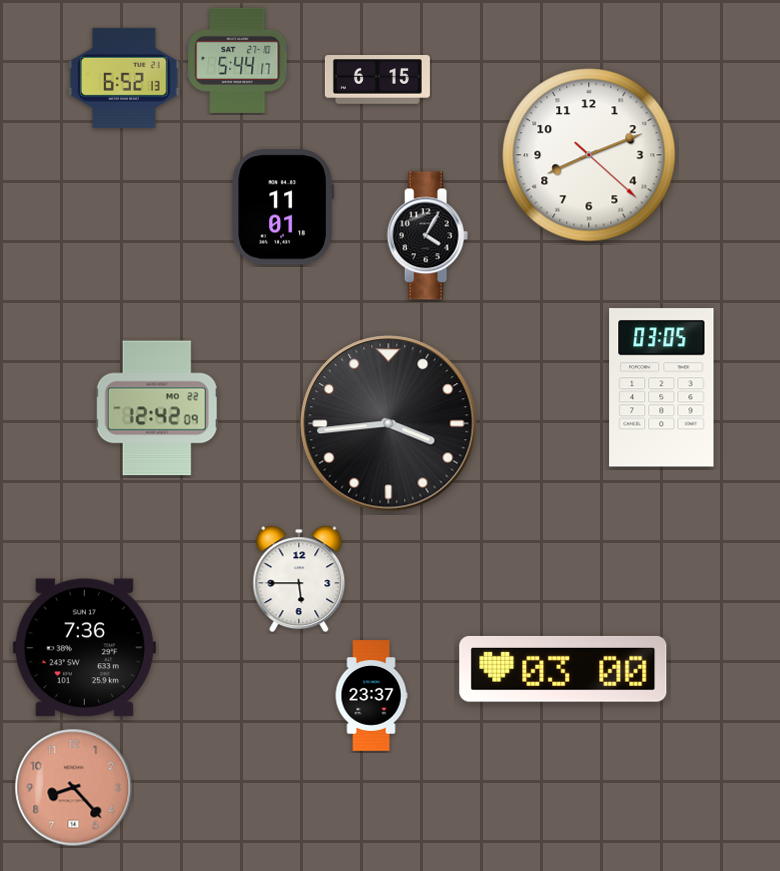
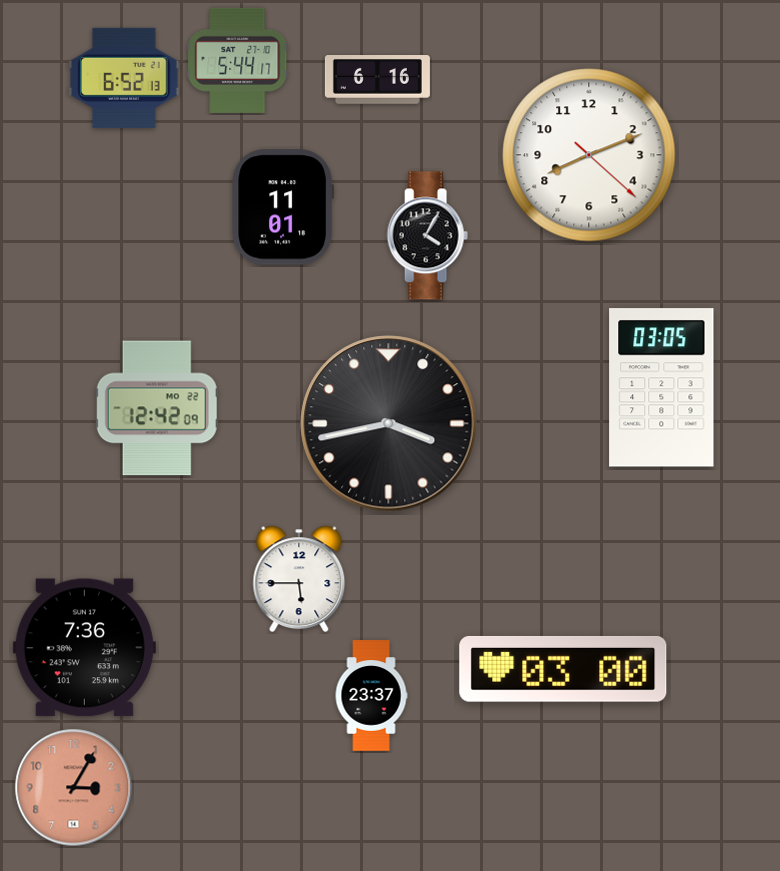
clock at (377, 80): 6:15 -> 6:16
clock at (389, 424): 3:44 -> 3:43
clock at (74, 788): 8:23 -> 3:05
